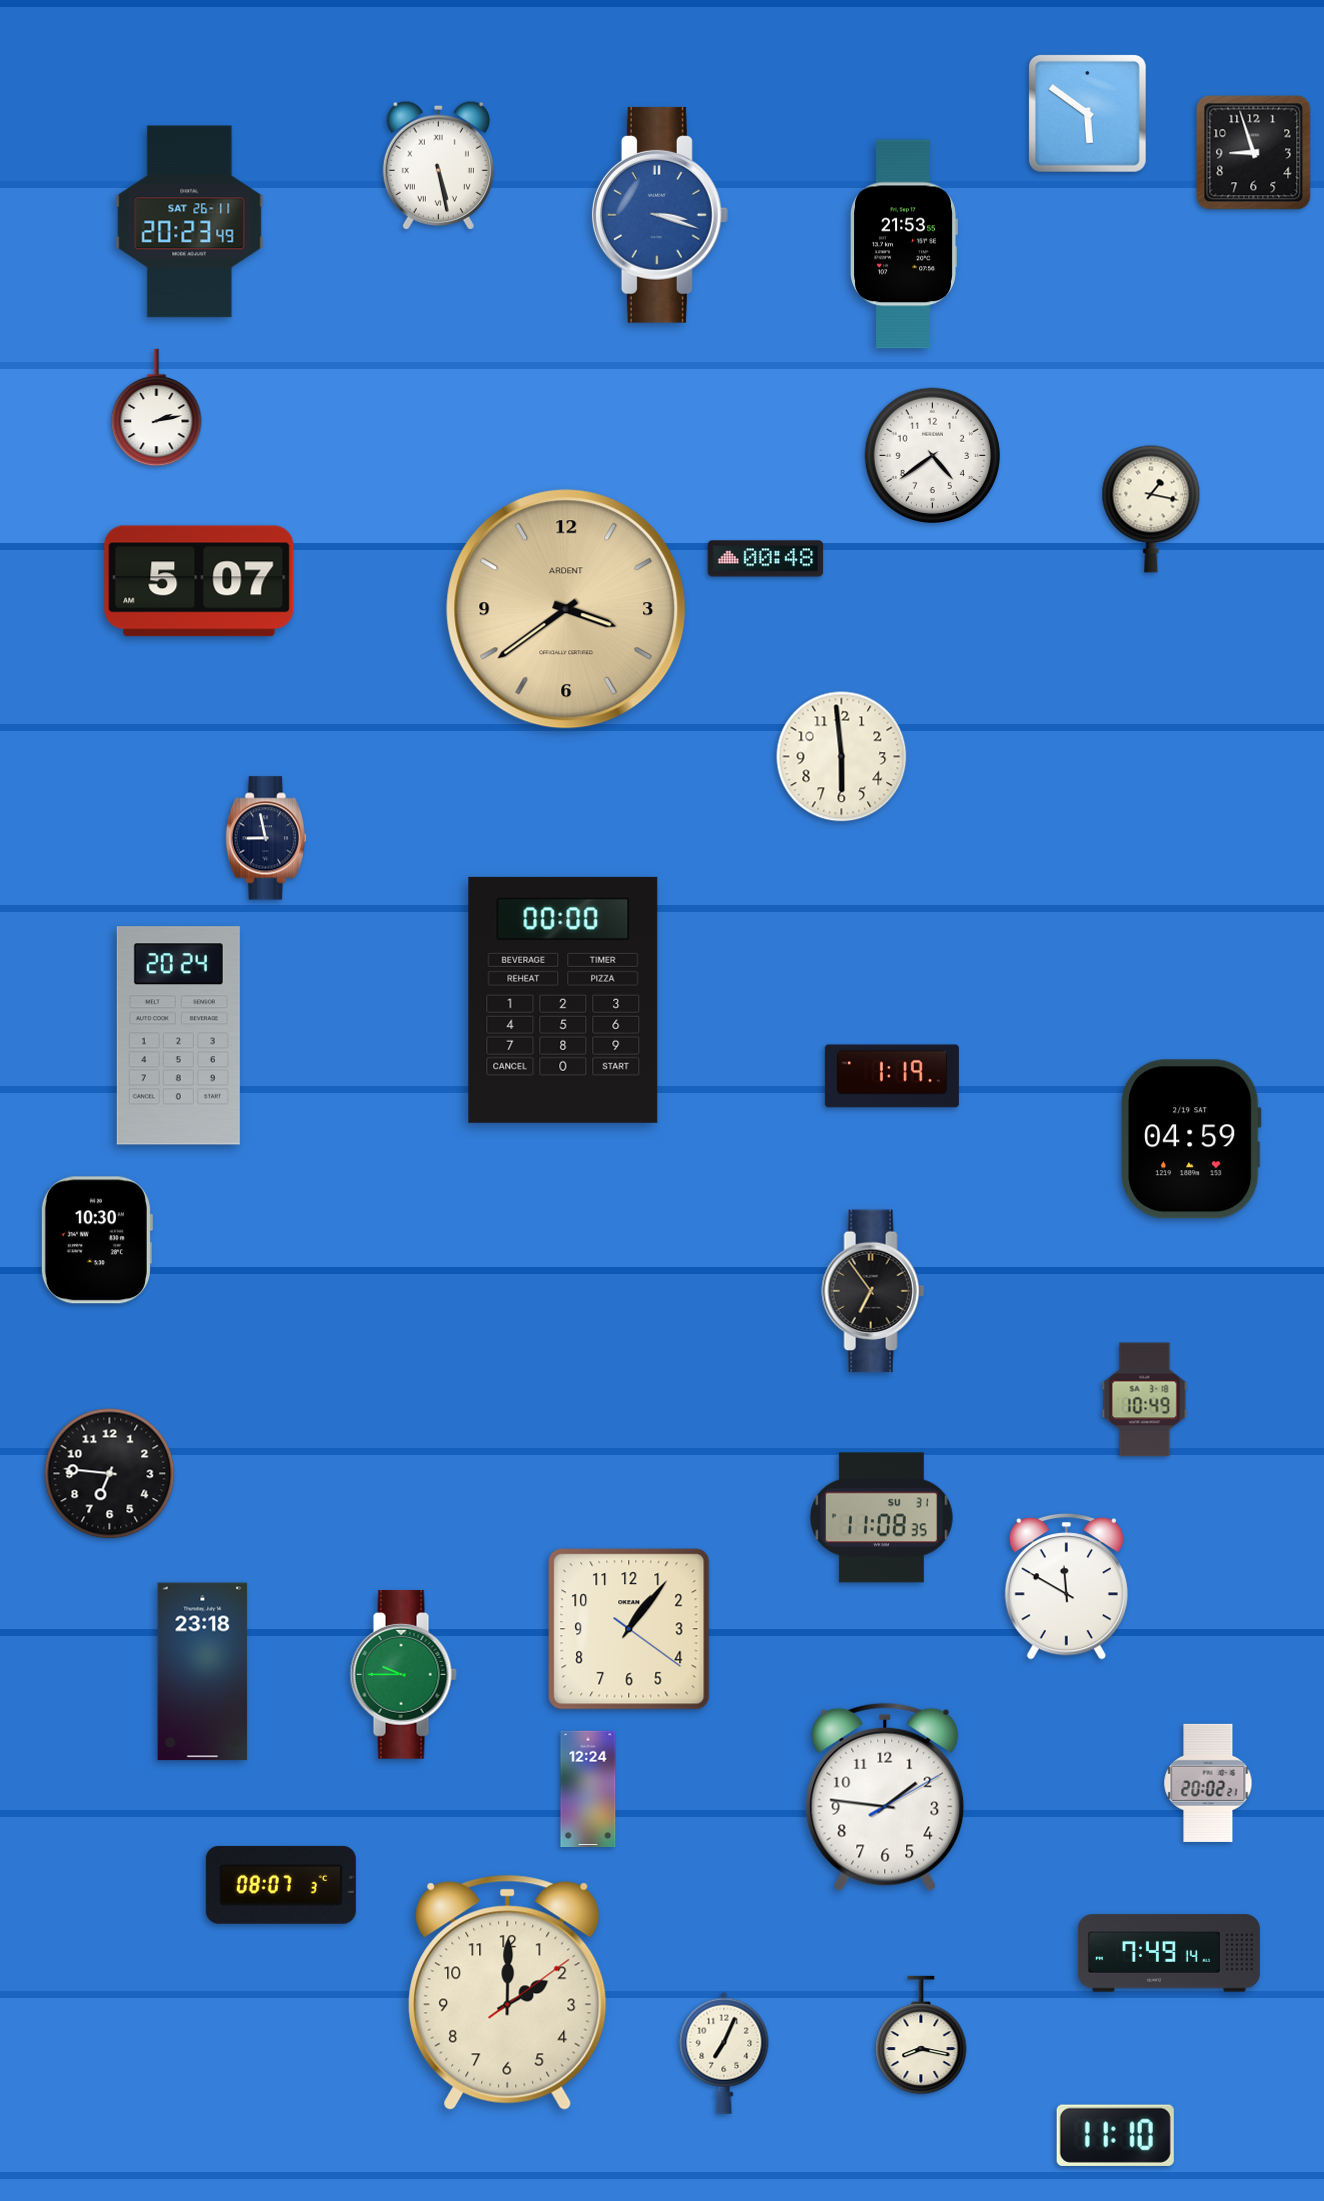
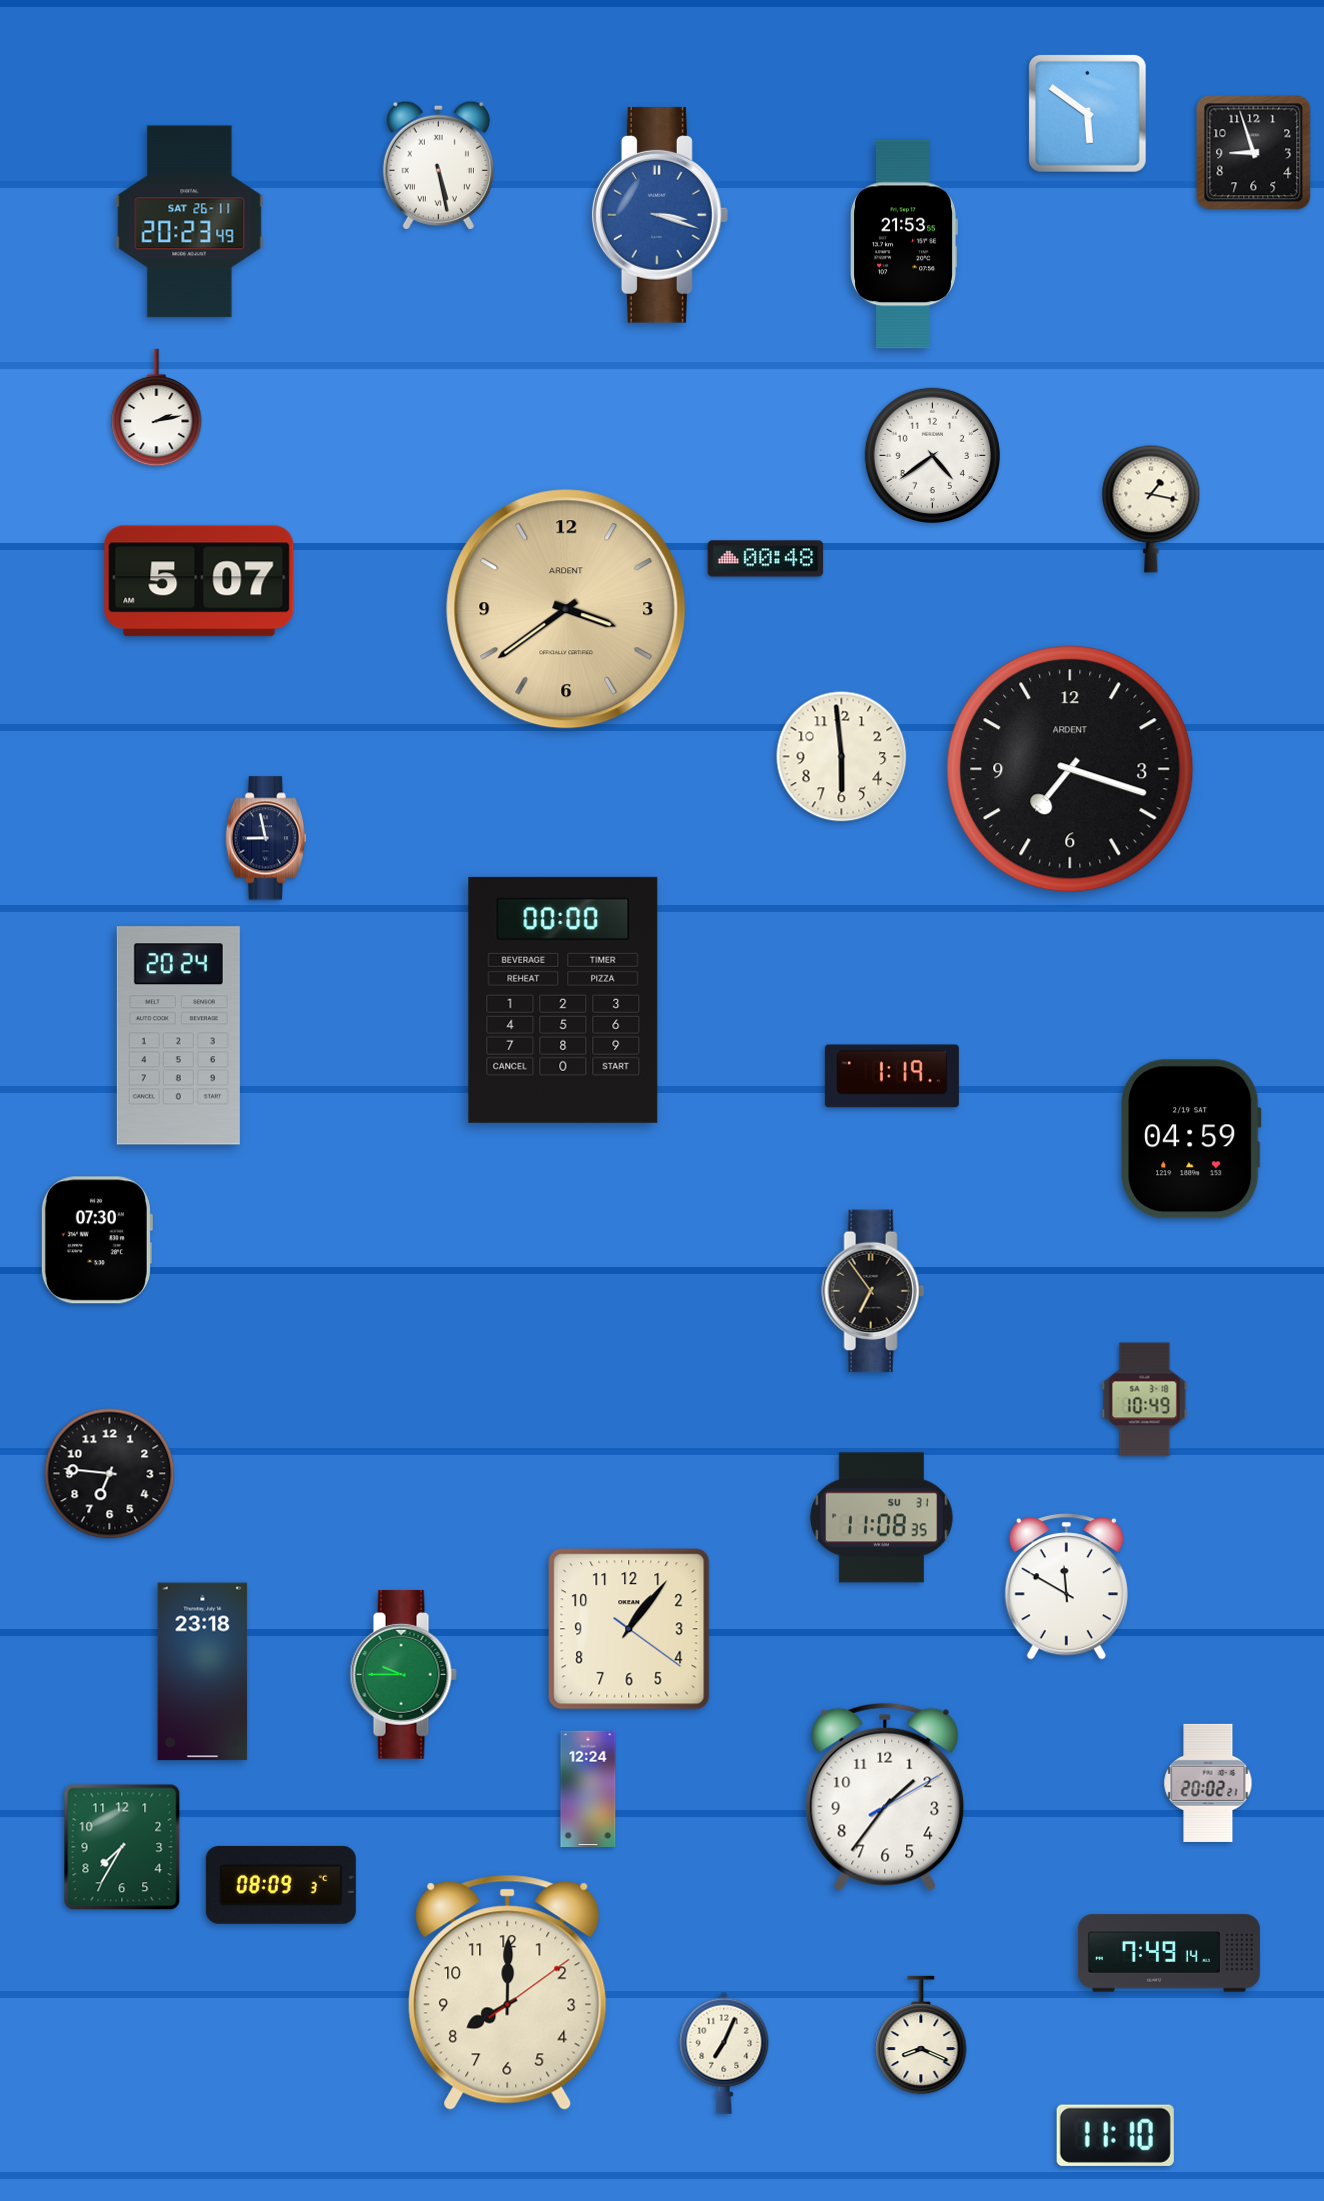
clock at (1070, 769): none -> 7:18
clock at (96, 1240): 10:30 -> 07:30
clock at (885, 1797): 1:46 -> 1:36
clock at (122, 1847): none -> 7:35
clock at (281, 1885): 08:07 -> 08:09
clock at (508, 1992): 2:00 -> 8:00
clock at (921, 2035): 8:17 -> 8:19
